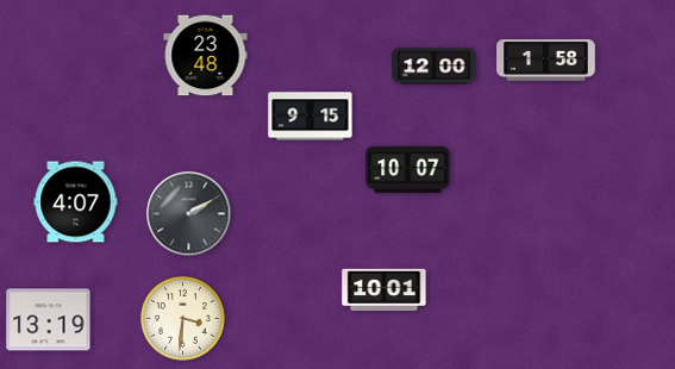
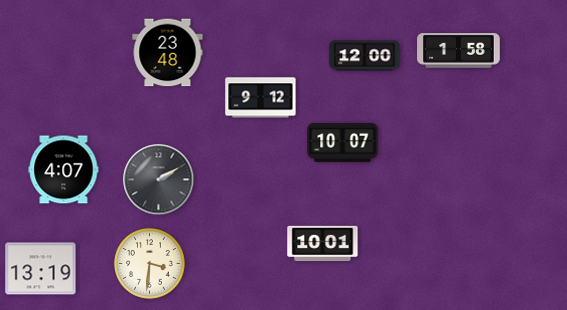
clock at (206, 56) position: (206, 56) -> (168, 53)
clock at (311, 117): 9:15 -> 9:12
clock at (183, 319) position: (183, 319) -> (150, 264)
